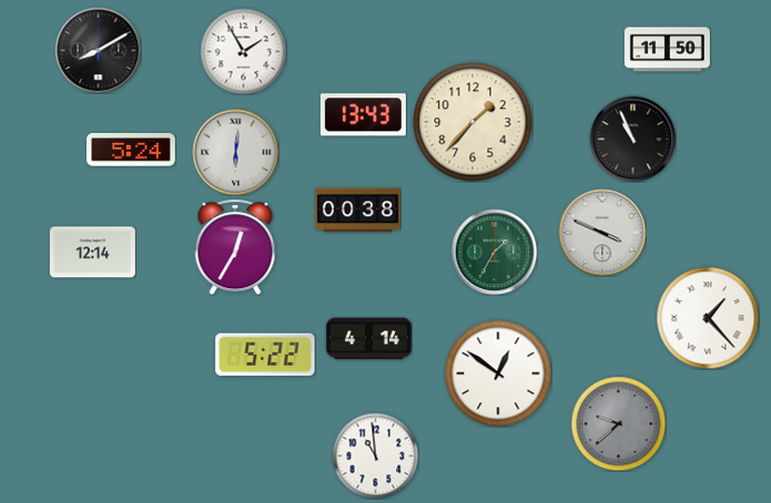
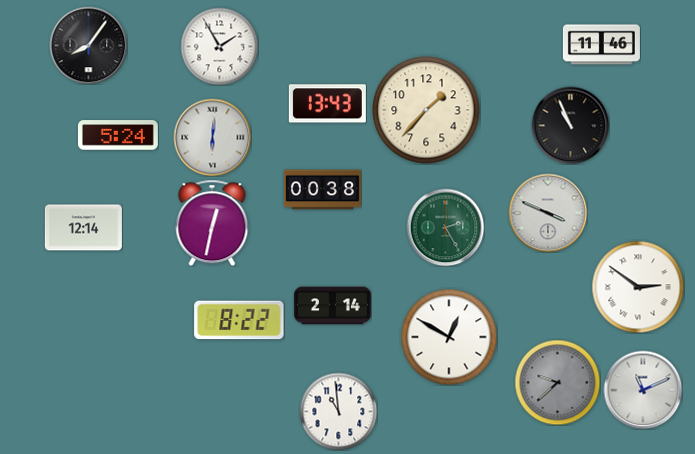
clock at (98, 50): 8:10 -> 8:06
clock at (667, 50): 11:50 -> 11:46
clock at (602, 233) position: (602, 233) -> (548, 213)
clock at (235, 247): 12:35 -> 12:32
clock at (494, 251): 1:35 -> 2:25
clock at (708, 318): 1:23 -> 2:51
clock at (368, 339): 4:14 -> 2:14
clock at (265, 355): 5:22 -> 8:22
clock at (498, 373): 12:51 -> 12:50
clock at (643, 390): none -> 11:11
